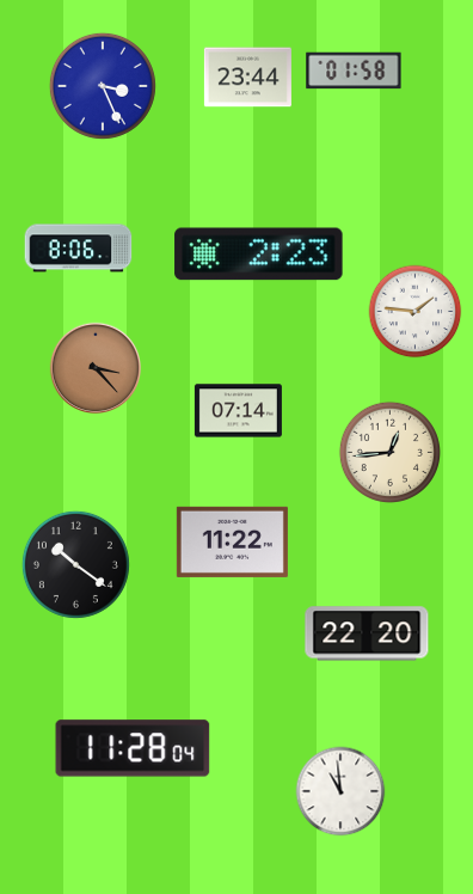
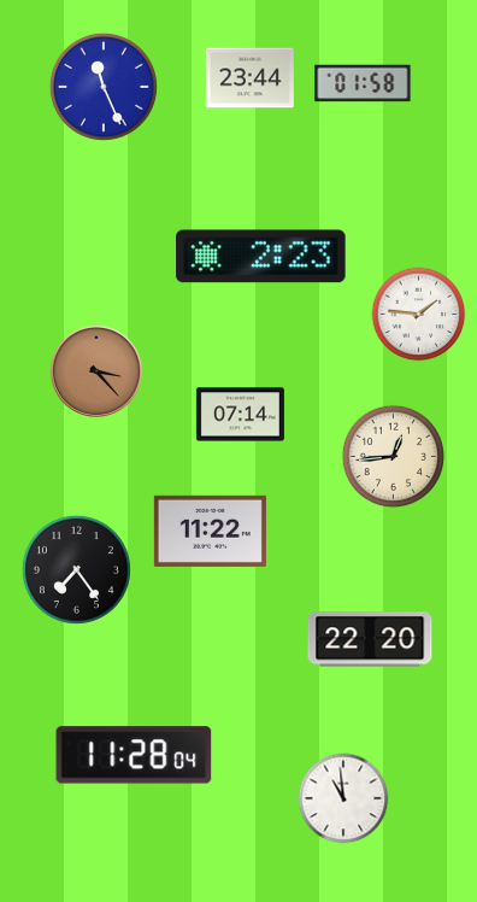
clock at (354, 71) position: (354, 71) -> (363, 83)
clock at (103, 86): 3:26 -> 11:26
clock at (79, 249): 8:06 -> none
clock at (232, 541) position: (232, 541) -> (210, 531)
clock at (75, 564): 10:21 -> 7:24
